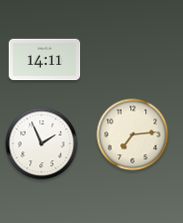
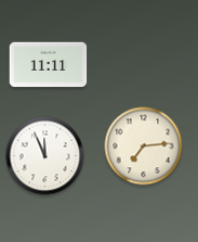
clock at (45, 60): 14:11 -> 11:11
clock at (42, 144): 1:56 -> 11:56
